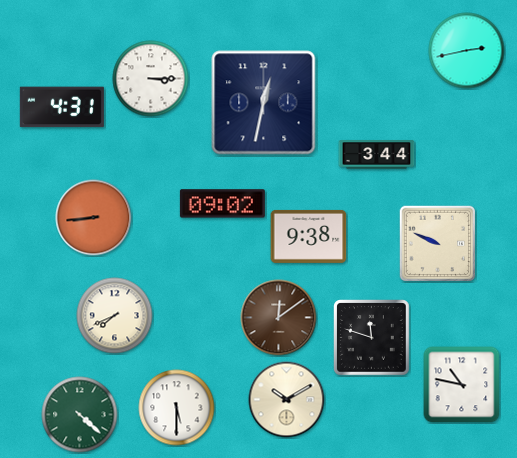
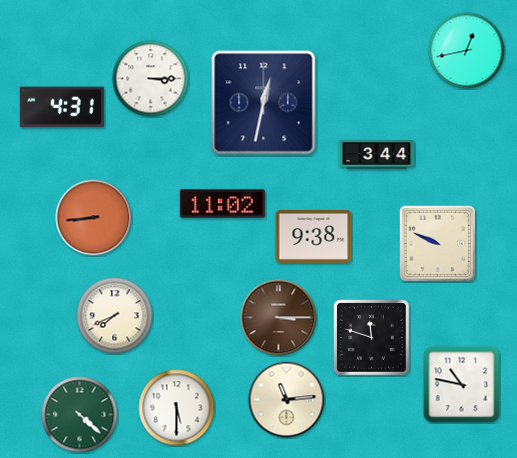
clock at (467, 51): 2:43 -> 12:43
clock at (222, 204): 09:02 -> 11:02
clock at (309, 236) position: (309, 236) -> (314, 236)
clock at (279, 318): 12:09 -> 3:15
clock at (287, 400): 10:10 -> 11:14
